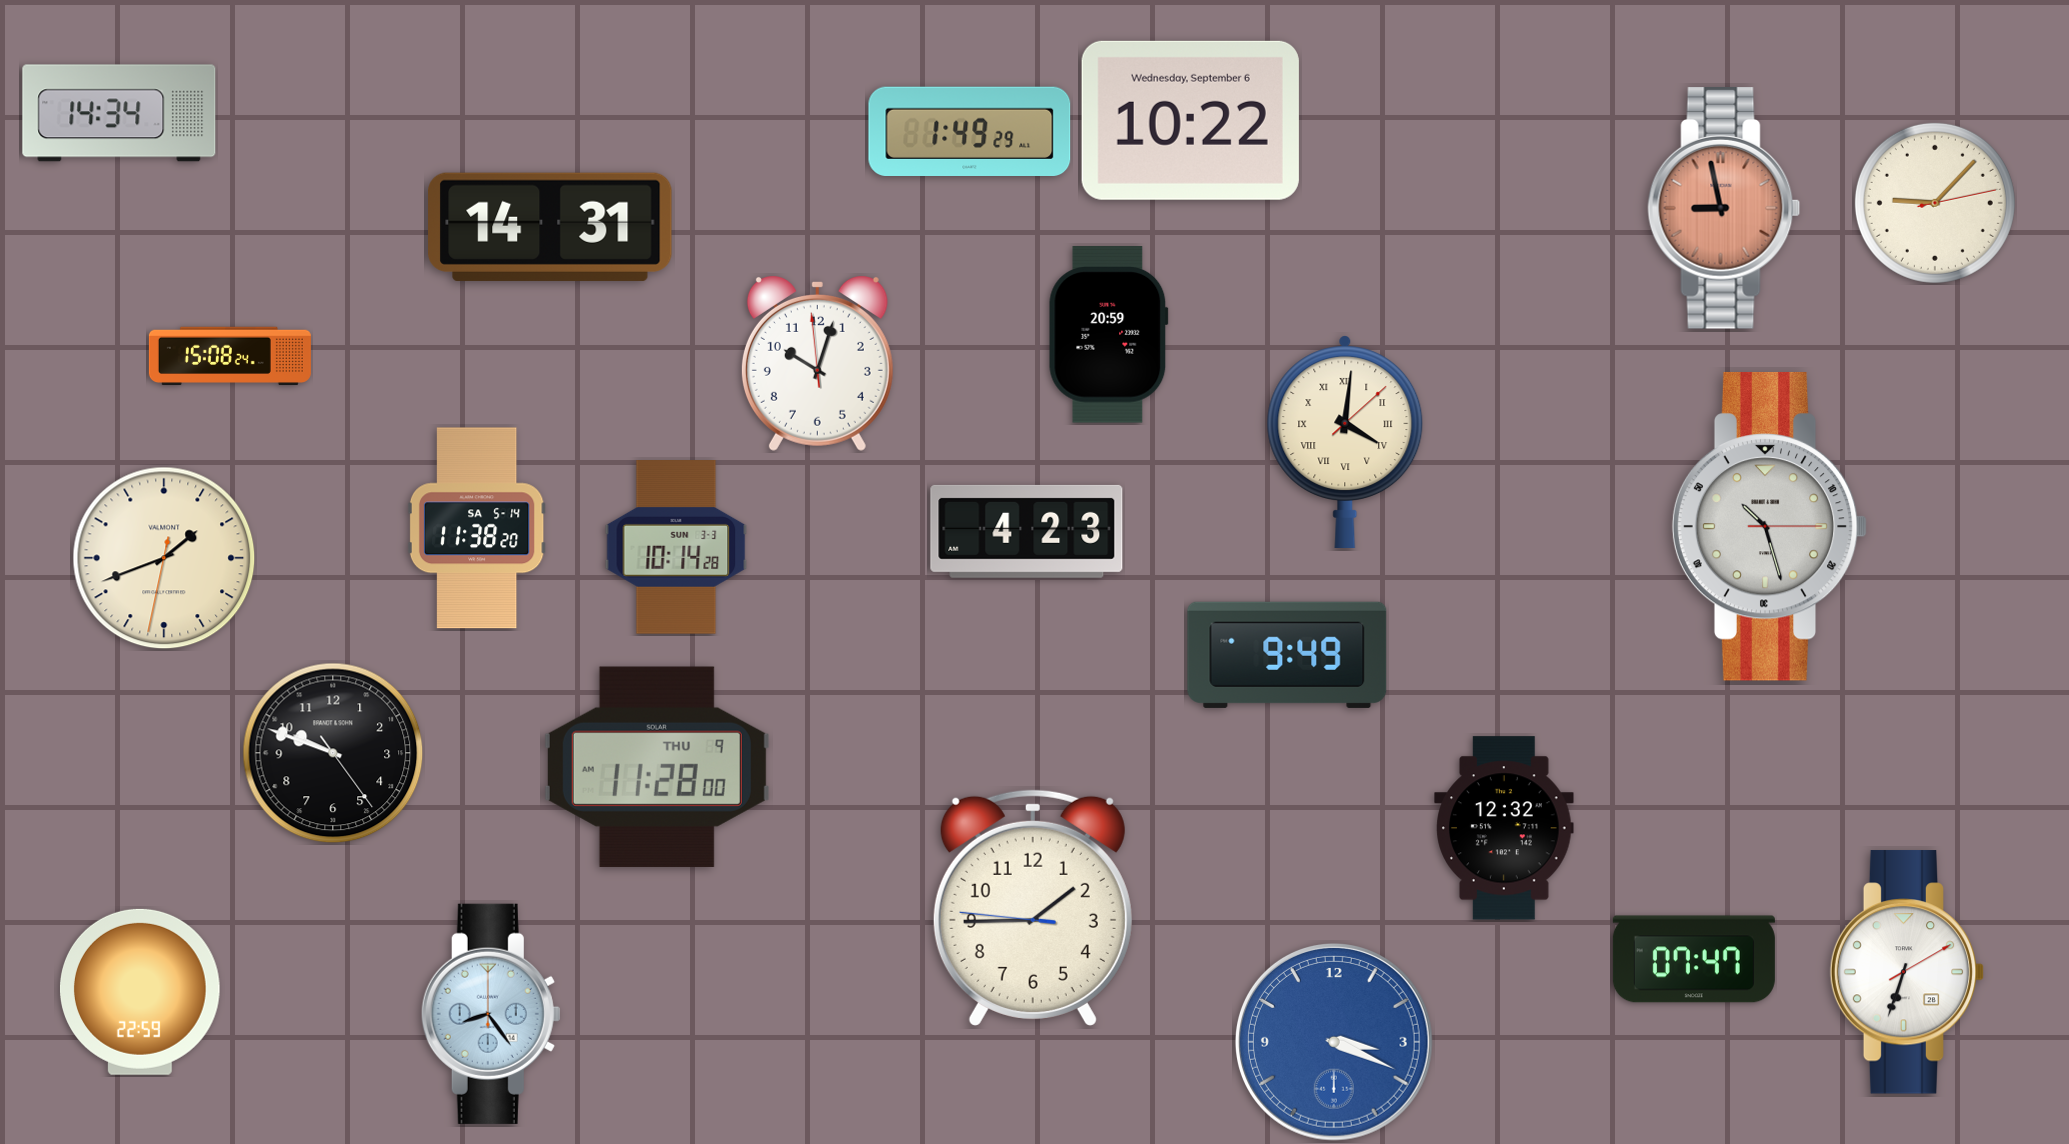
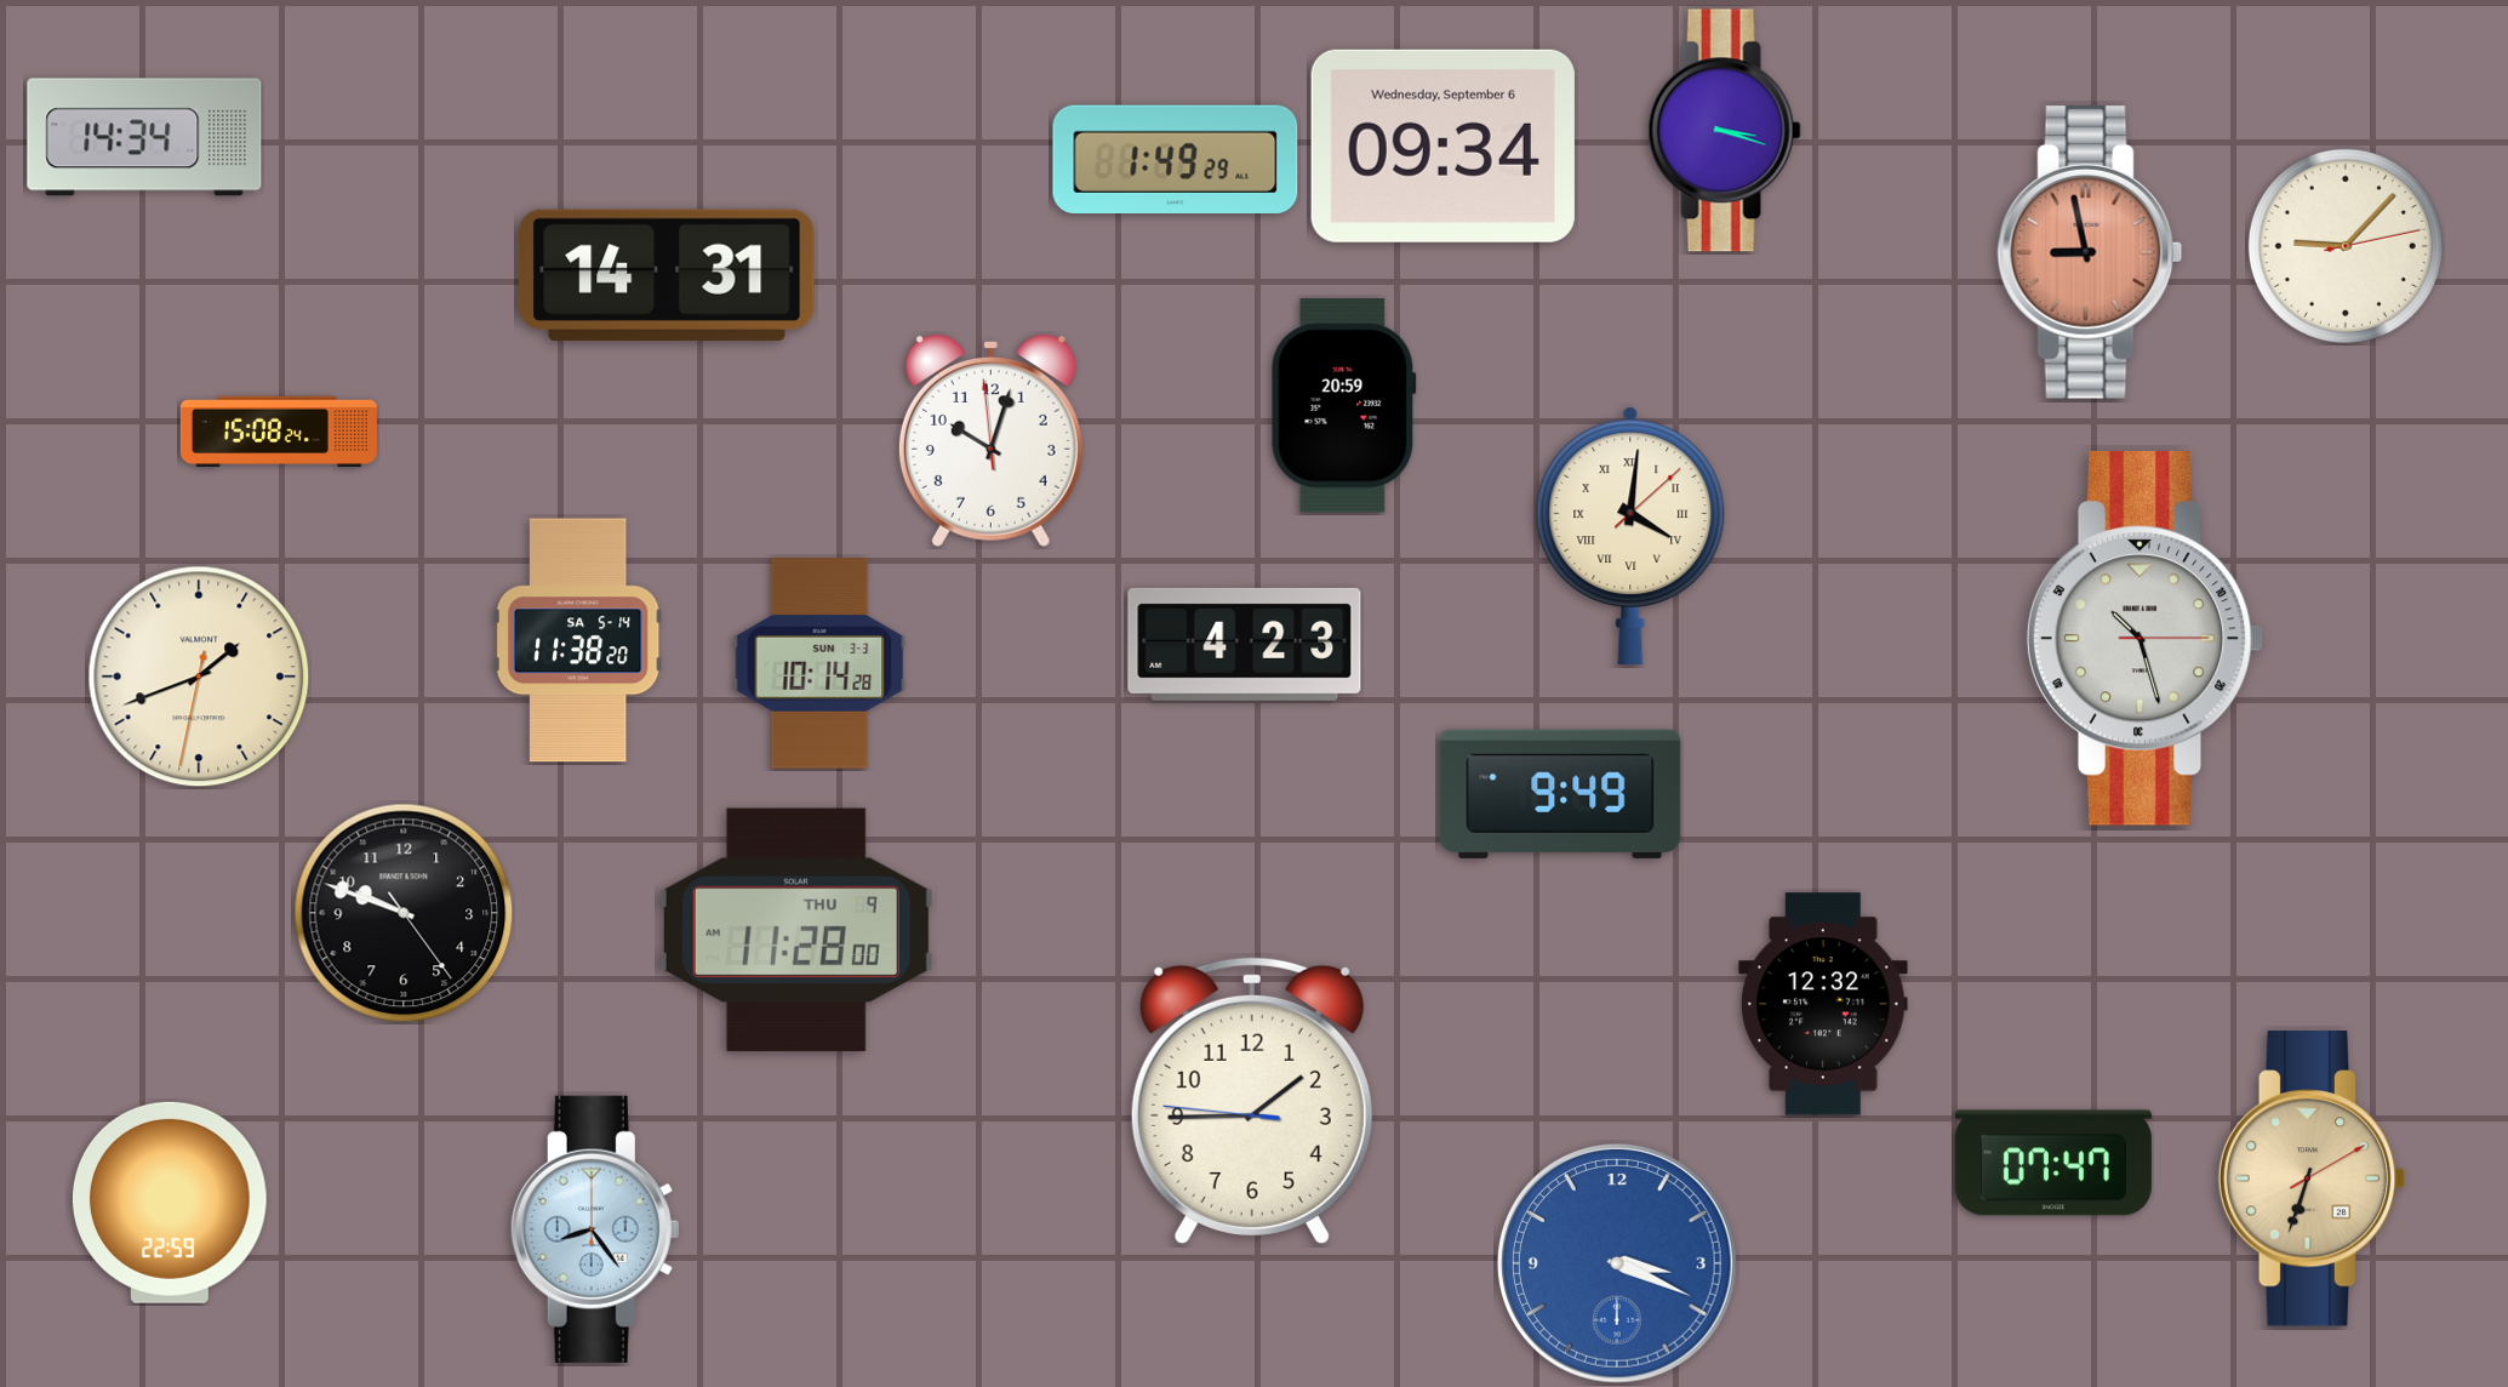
clock at (1724, 131): none -> 3:18
clock at (1190, 120): 10:22 -> 09:34
clock at (1907, 972) dial: white -> champagne
